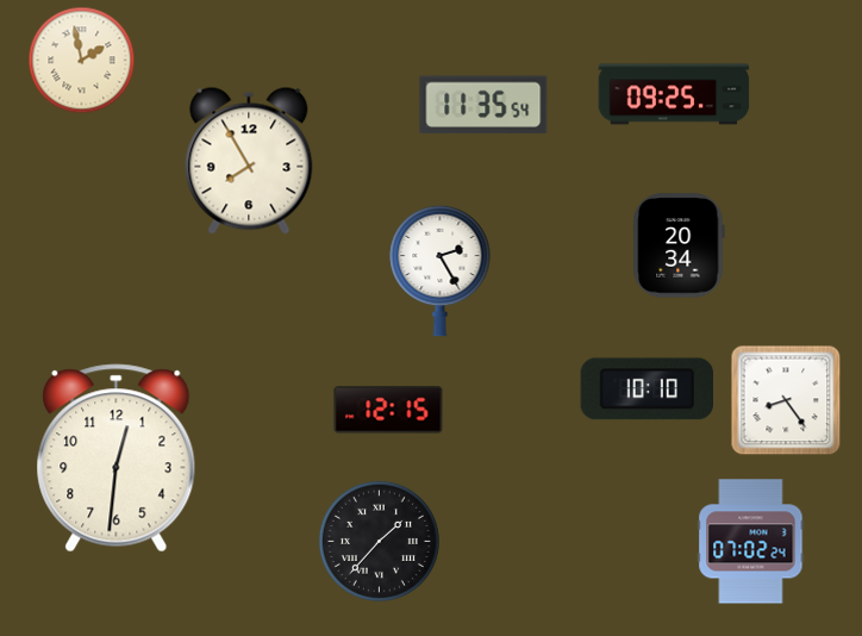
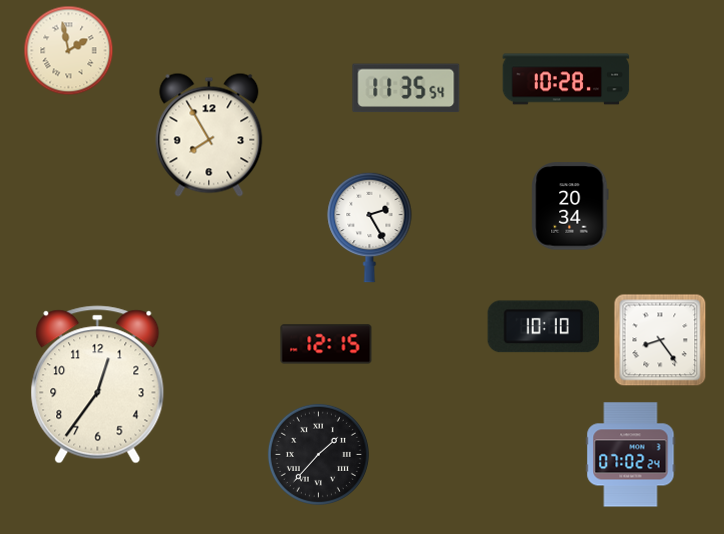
clock at (674, 94): 09:25 -> 10:28
clock at (786, 400) position: (786, 400) -> (660, 340)
clock at (117, 459): 12:31 -> 12:36
